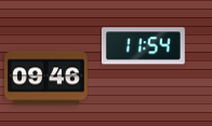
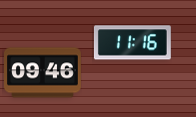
clock at (143, 46): 11:54 -> 11:16
